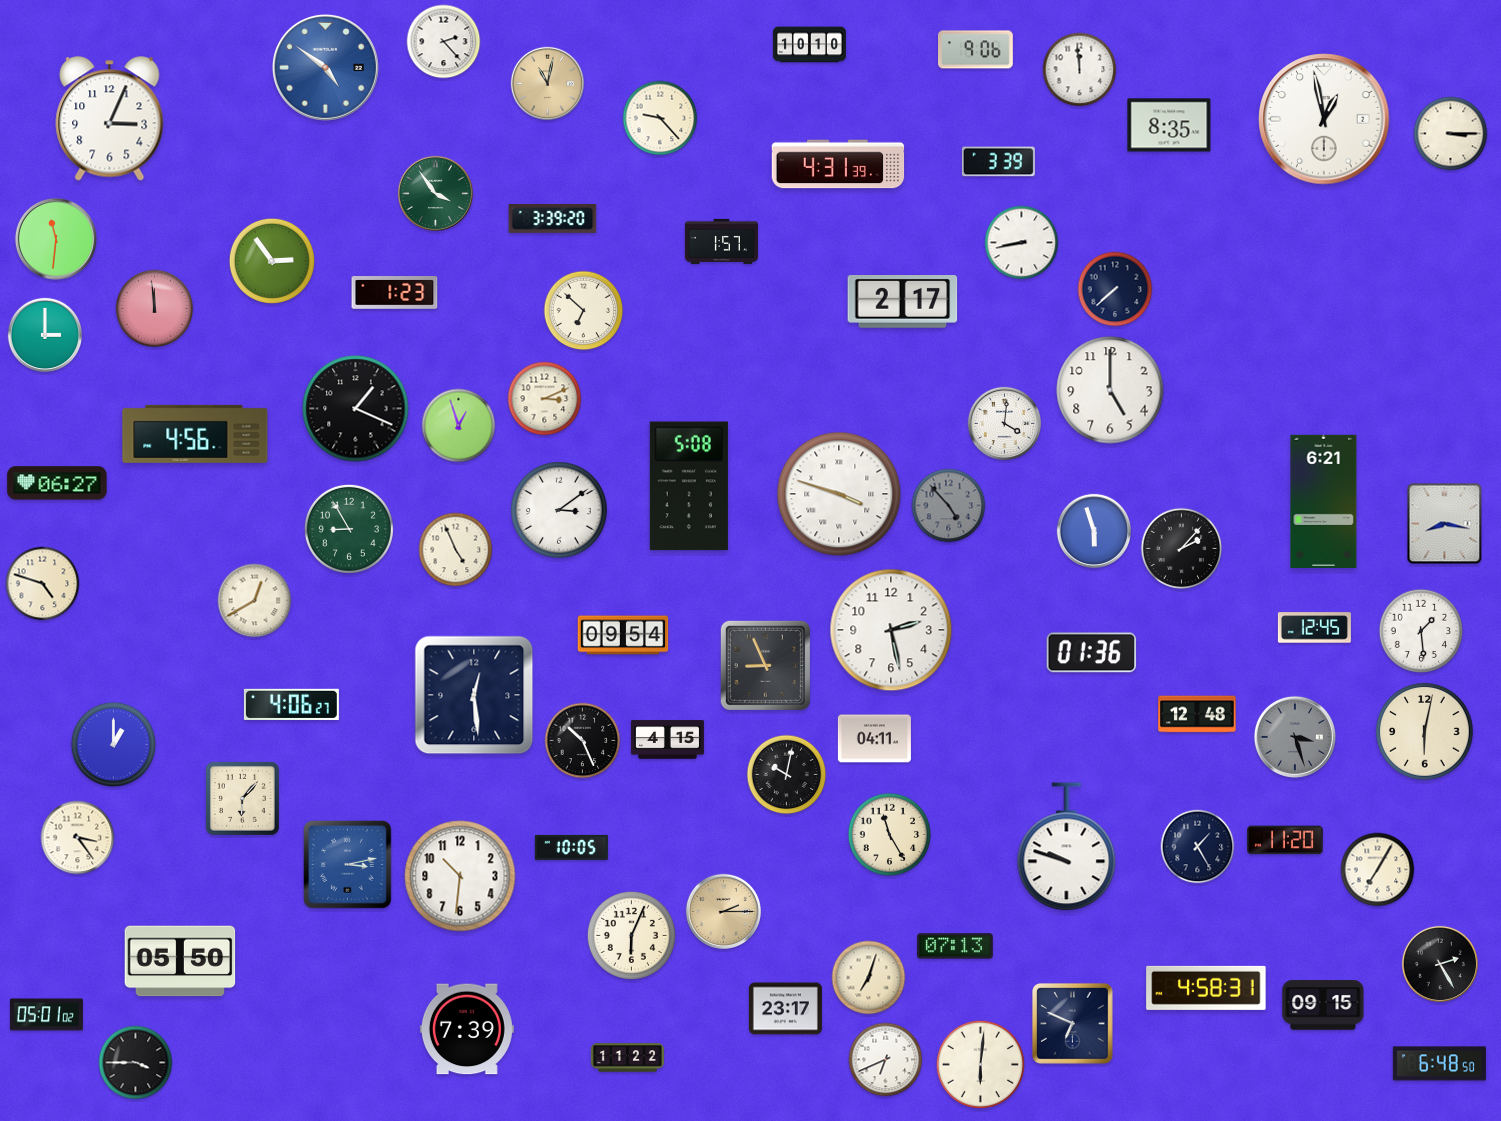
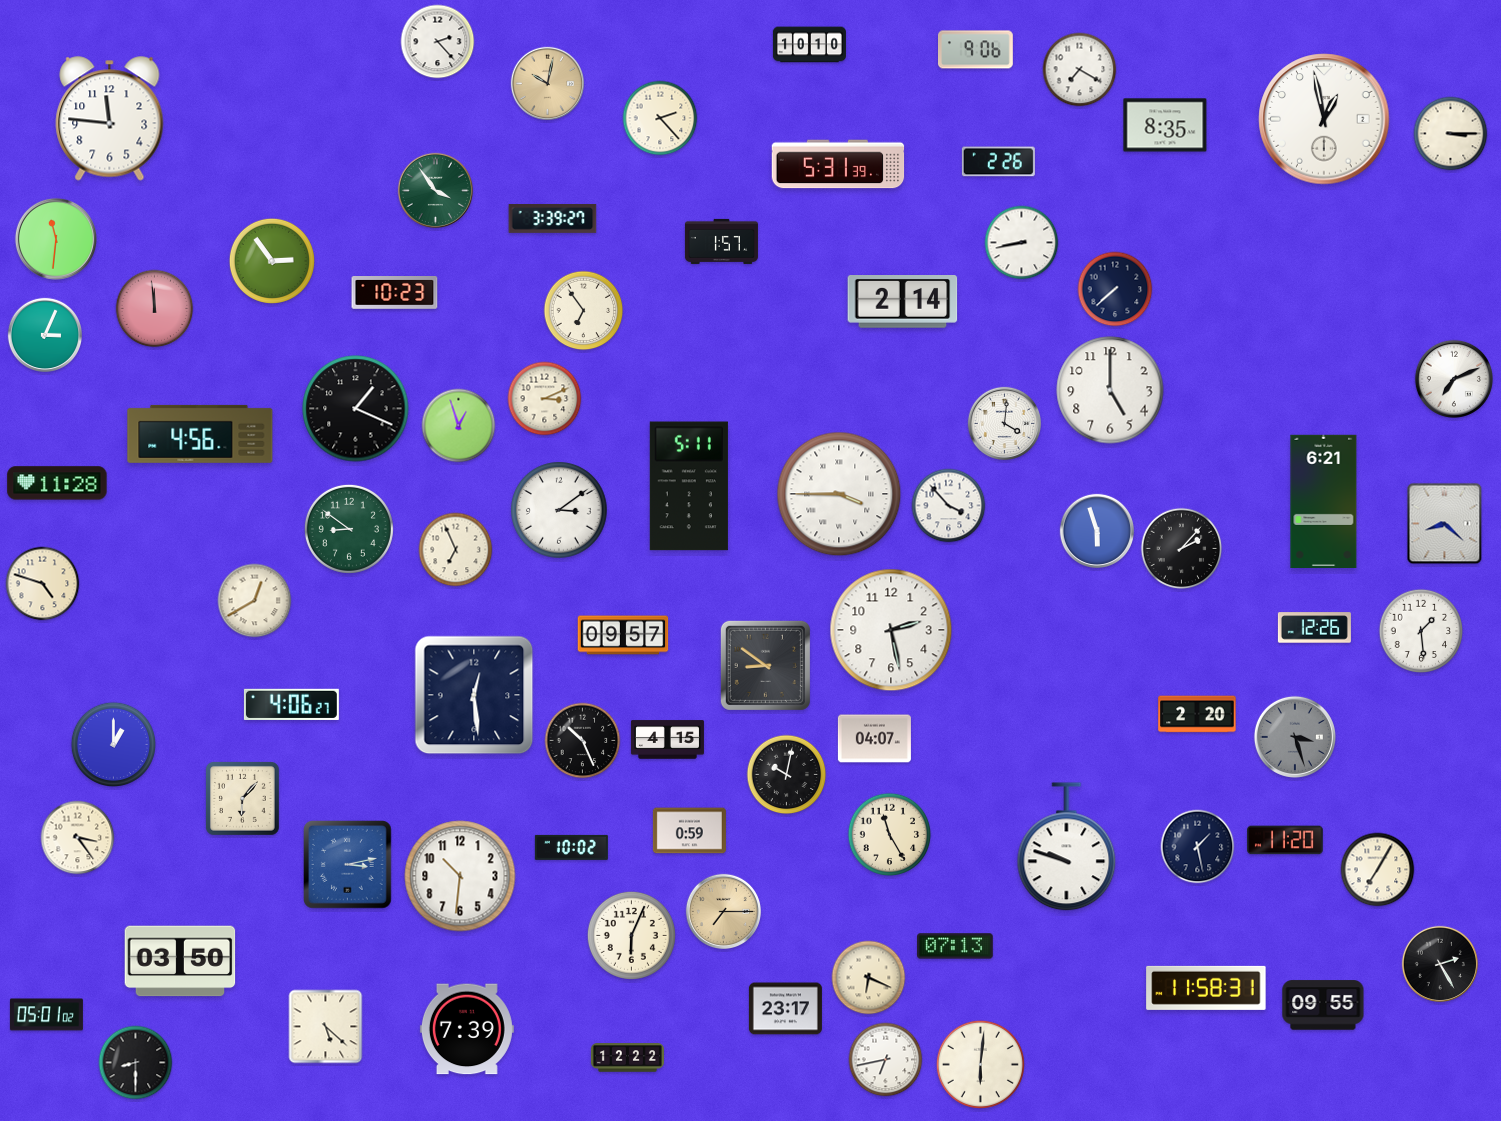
clock at (444, 42) position: (444, 42) -> (438, 42)
clock at (325, 67): 4:51 -> none
clock at (1080, 70): 11:59 -> 7:20
clock at (547, 83): 11:02 -> 10:02
clock at (660, 118): 9:23 -> 2:23
clock at (110, 119): 3:04 -> 11:46
clock at (1169, 125) position: (1169, 125) -> (1165, 125)
clock at (998, 162): 3:39 -> 2:26
clock at (838, 164): 4:31 -> 5:31
clock at (435, 193) position: (435, 193) -> (435, 190)
clock at (553, 219): 3:39:20 -> 3:39:27
clock at (395, 293): 1:23 -> 10:23
clock at (903, 302): 2:17 -> 2:14
clock at (584, 311): 6:52 -> 6:54
clock at (44, 334): 3:00 -> 3:04
clock at (1454, 379): none -> 7:11
clock at (195, 434) position: (195, 434) -> (200, 434)
clock at (57, 483): 06:27 -> 11:28
clock at (689, 486): 5:08 -> 5:11
clock at (839, 494): 3:48 -> 3:45
clock at (949, 506): 4:53 -> 3:53
clock at (949, 506) dial: grey -> white
clock at (1445, 524): 8:17 -> 8:22
clock at (349, 529): 8:55 -> 8:51
clock at (1093, 530) position: (1093, 530) -> (1096, 530)
clock at (456, 550): 4:56 -> 6:56
clock at (1314, 628): 12:45 -> 12:26
clock at (623, 635): 09:54 -> 09:57
clock at (1092, 653): 01:36 -> none
clock at (765, 665): 8:56 -> 8:51
clock at (1197, 714): 12:48 -> 2:20
clock at (1425, 732): 6:02 -> none
clock at (874, 739): 04:11 -> 04:07
clock at (689, 831): none -> 0:59
clock at (571, 847): 10:05 -> 10:02
clock at (1198, 847): 1:25 -> 1:28
clock at (723, 911): 2:15 -> 7:15
clock at (180, 961): 05:50 -> 03:50
clock at (869, 978): 7:03 -> 6:19
clock at (1206, 988): 4:58 -> 11:58
clock at (1323, 1005): 09:15 -> 09:55
clock at (1073, 1024): 6:49 -> none
clock at (326, 1027): none -> 5:22
clock at (627, 1058): 11:22 -> 12:22
clock at (886, 1060): 6:41 -> 6:43
clock at (136, 1063): 3:45 -> 8:30
clock at (1439, 1064): 6:48 -> none
